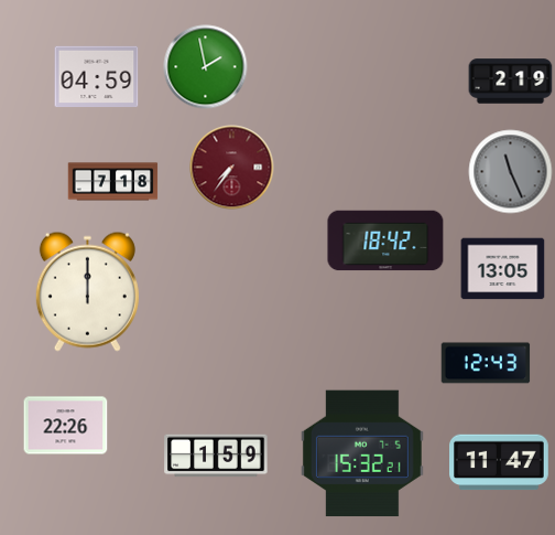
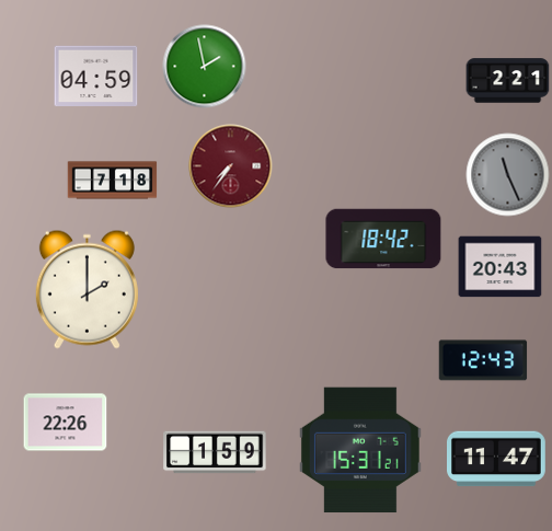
clock at (511, 82): 2:19 -> 2:21
clock at (511, 172) position: (511, 172) -> (508, 175)
clock at (503, 269): 13:05 -> 20:43
clock at (87, 291): 12:00 -> 2:00
clock at (362, 453): 15:32 -> 15:31
